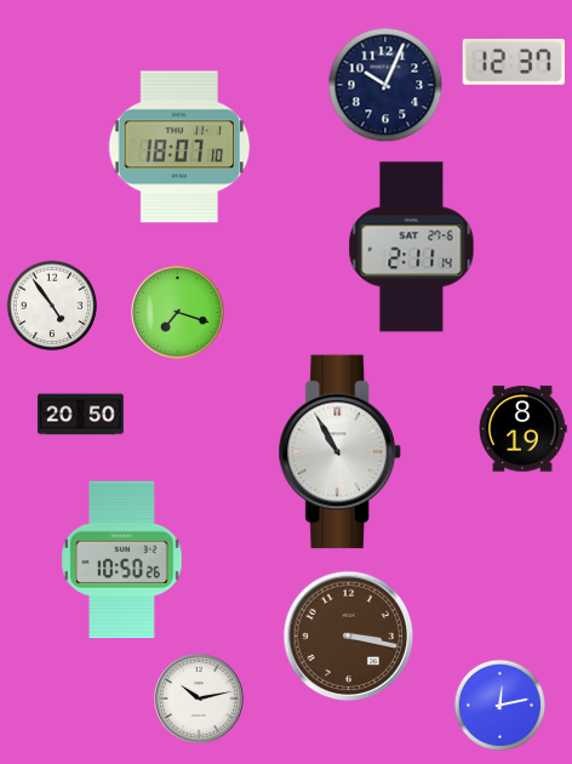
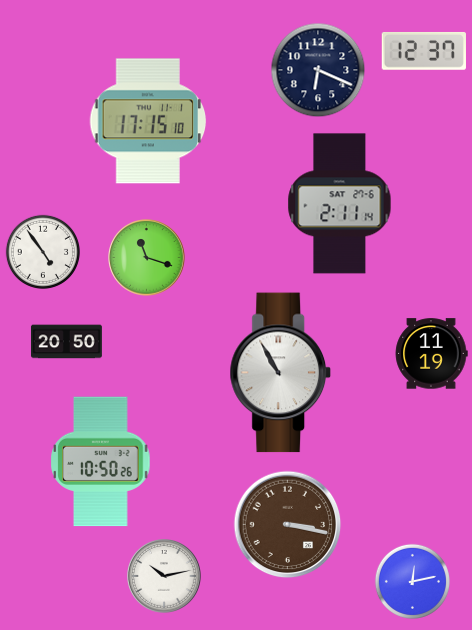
clock at (385, 85): 10:04 -> 6:19
clock at (179, 147): 18:07 -> 17:15
clock at (178, 313): 7:18 -> 11:18
clock at (522, 429): 8:19 -> 11:19
